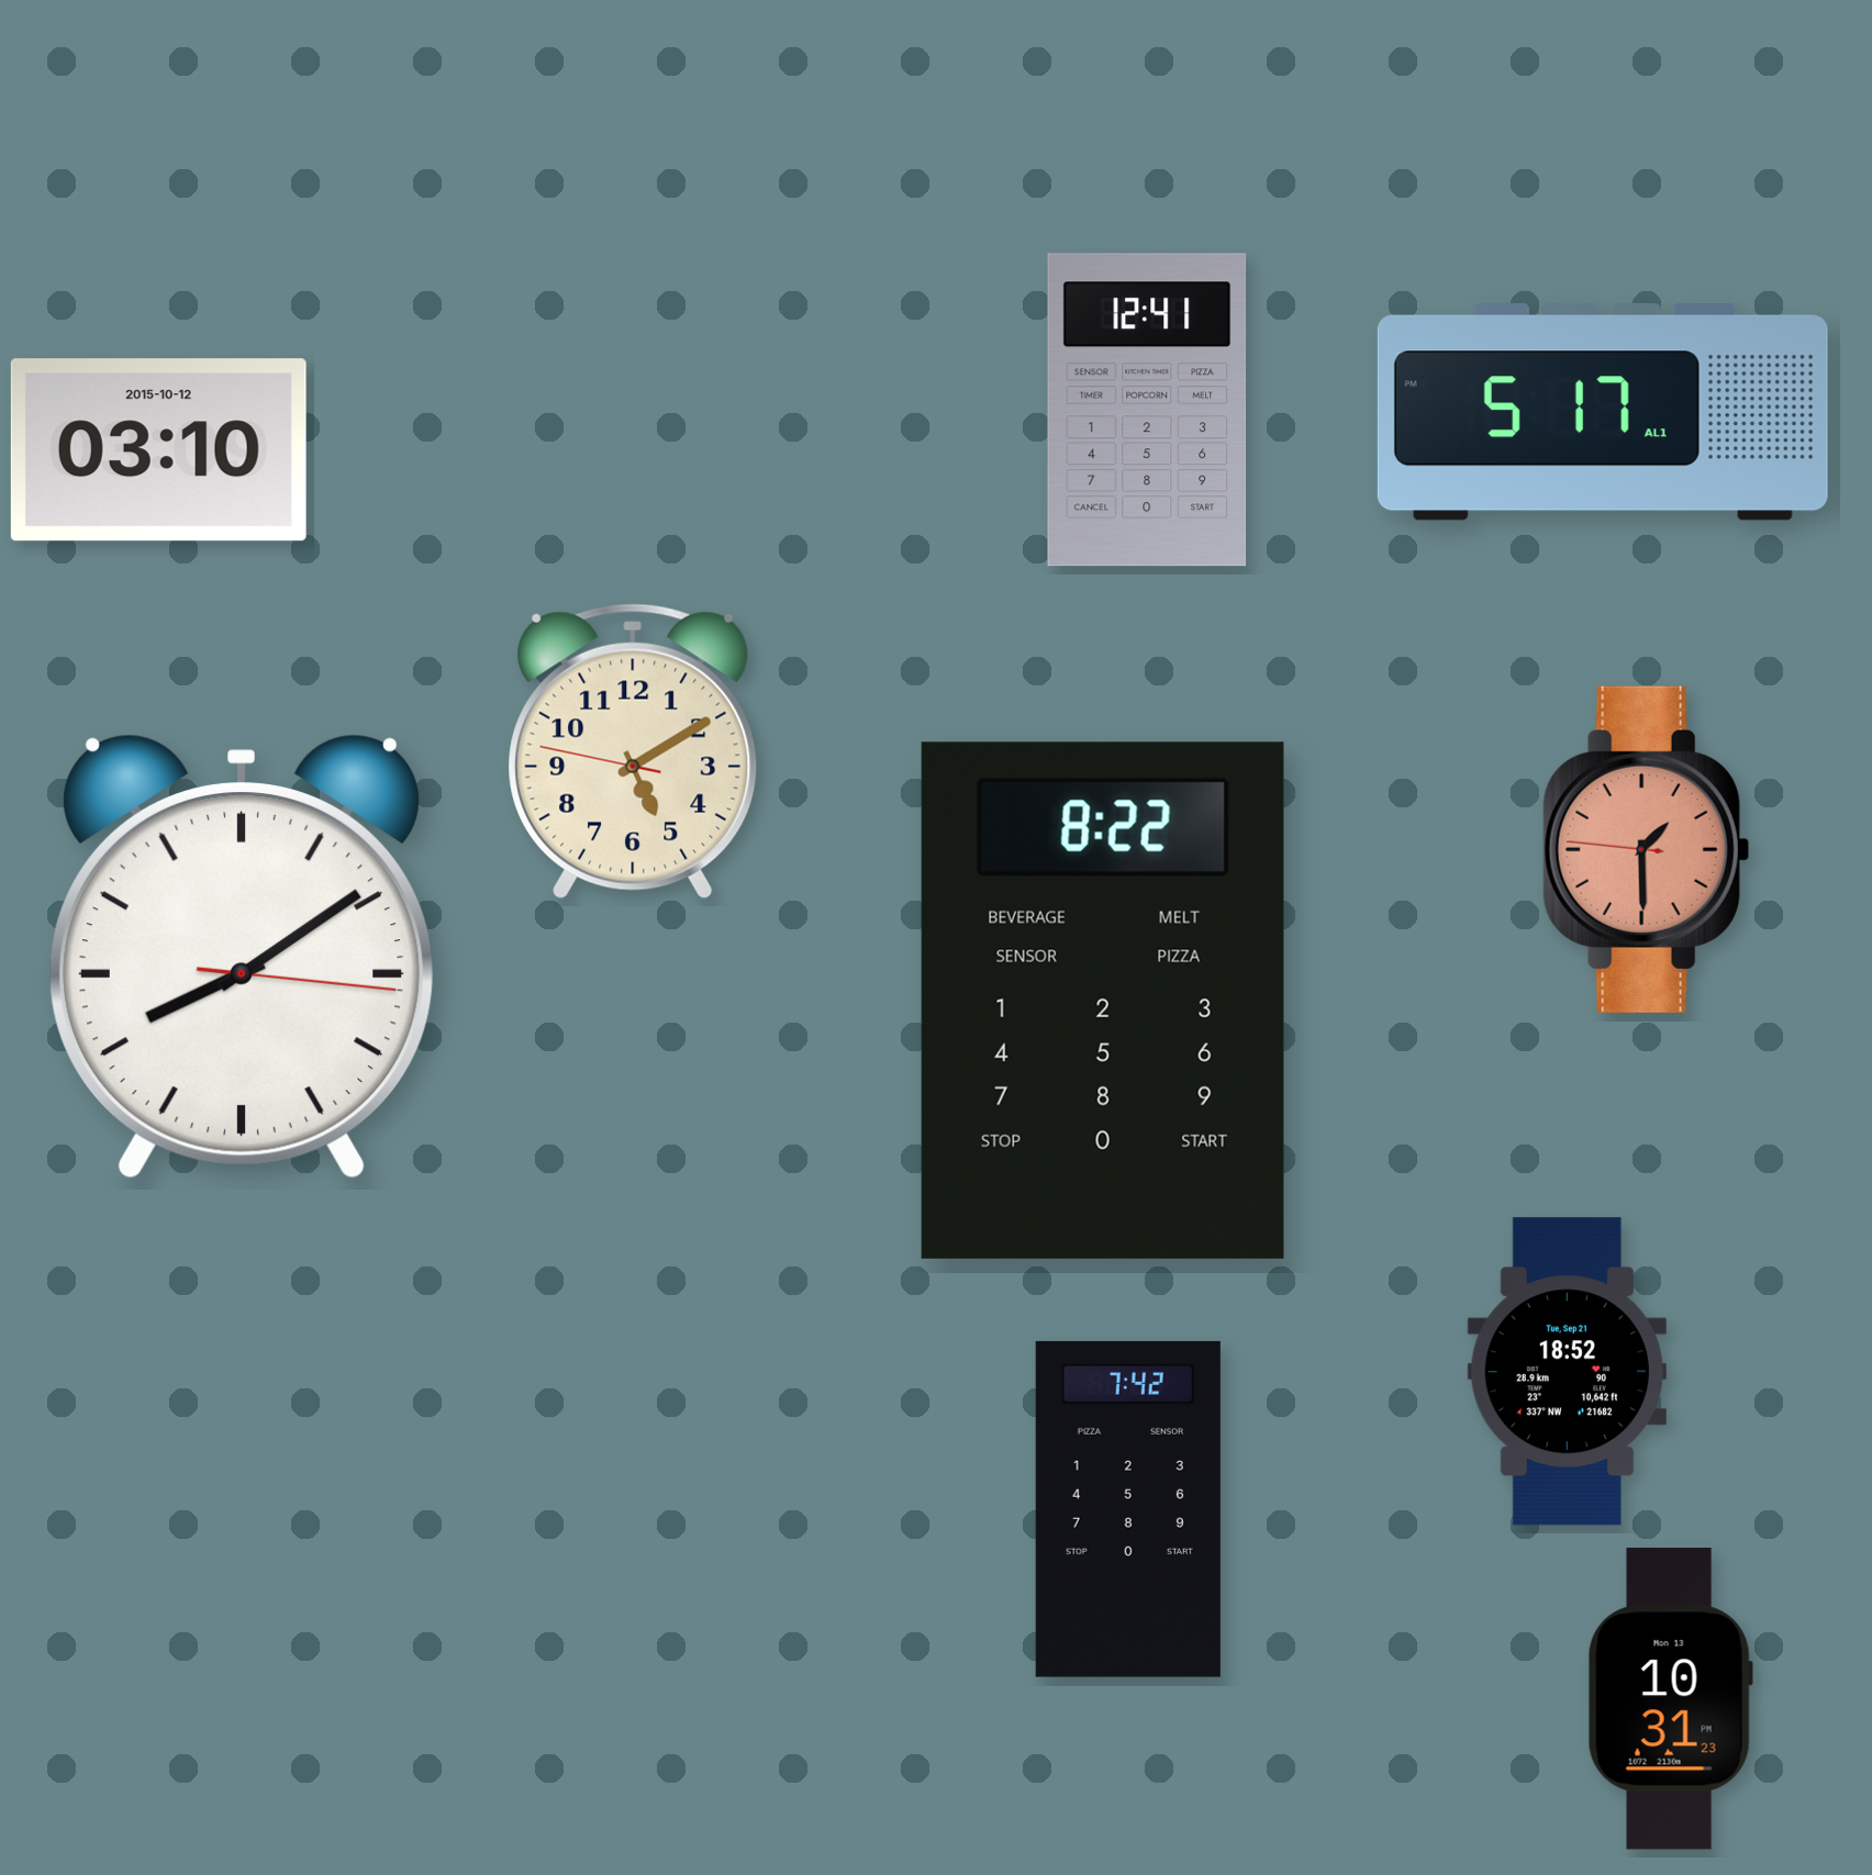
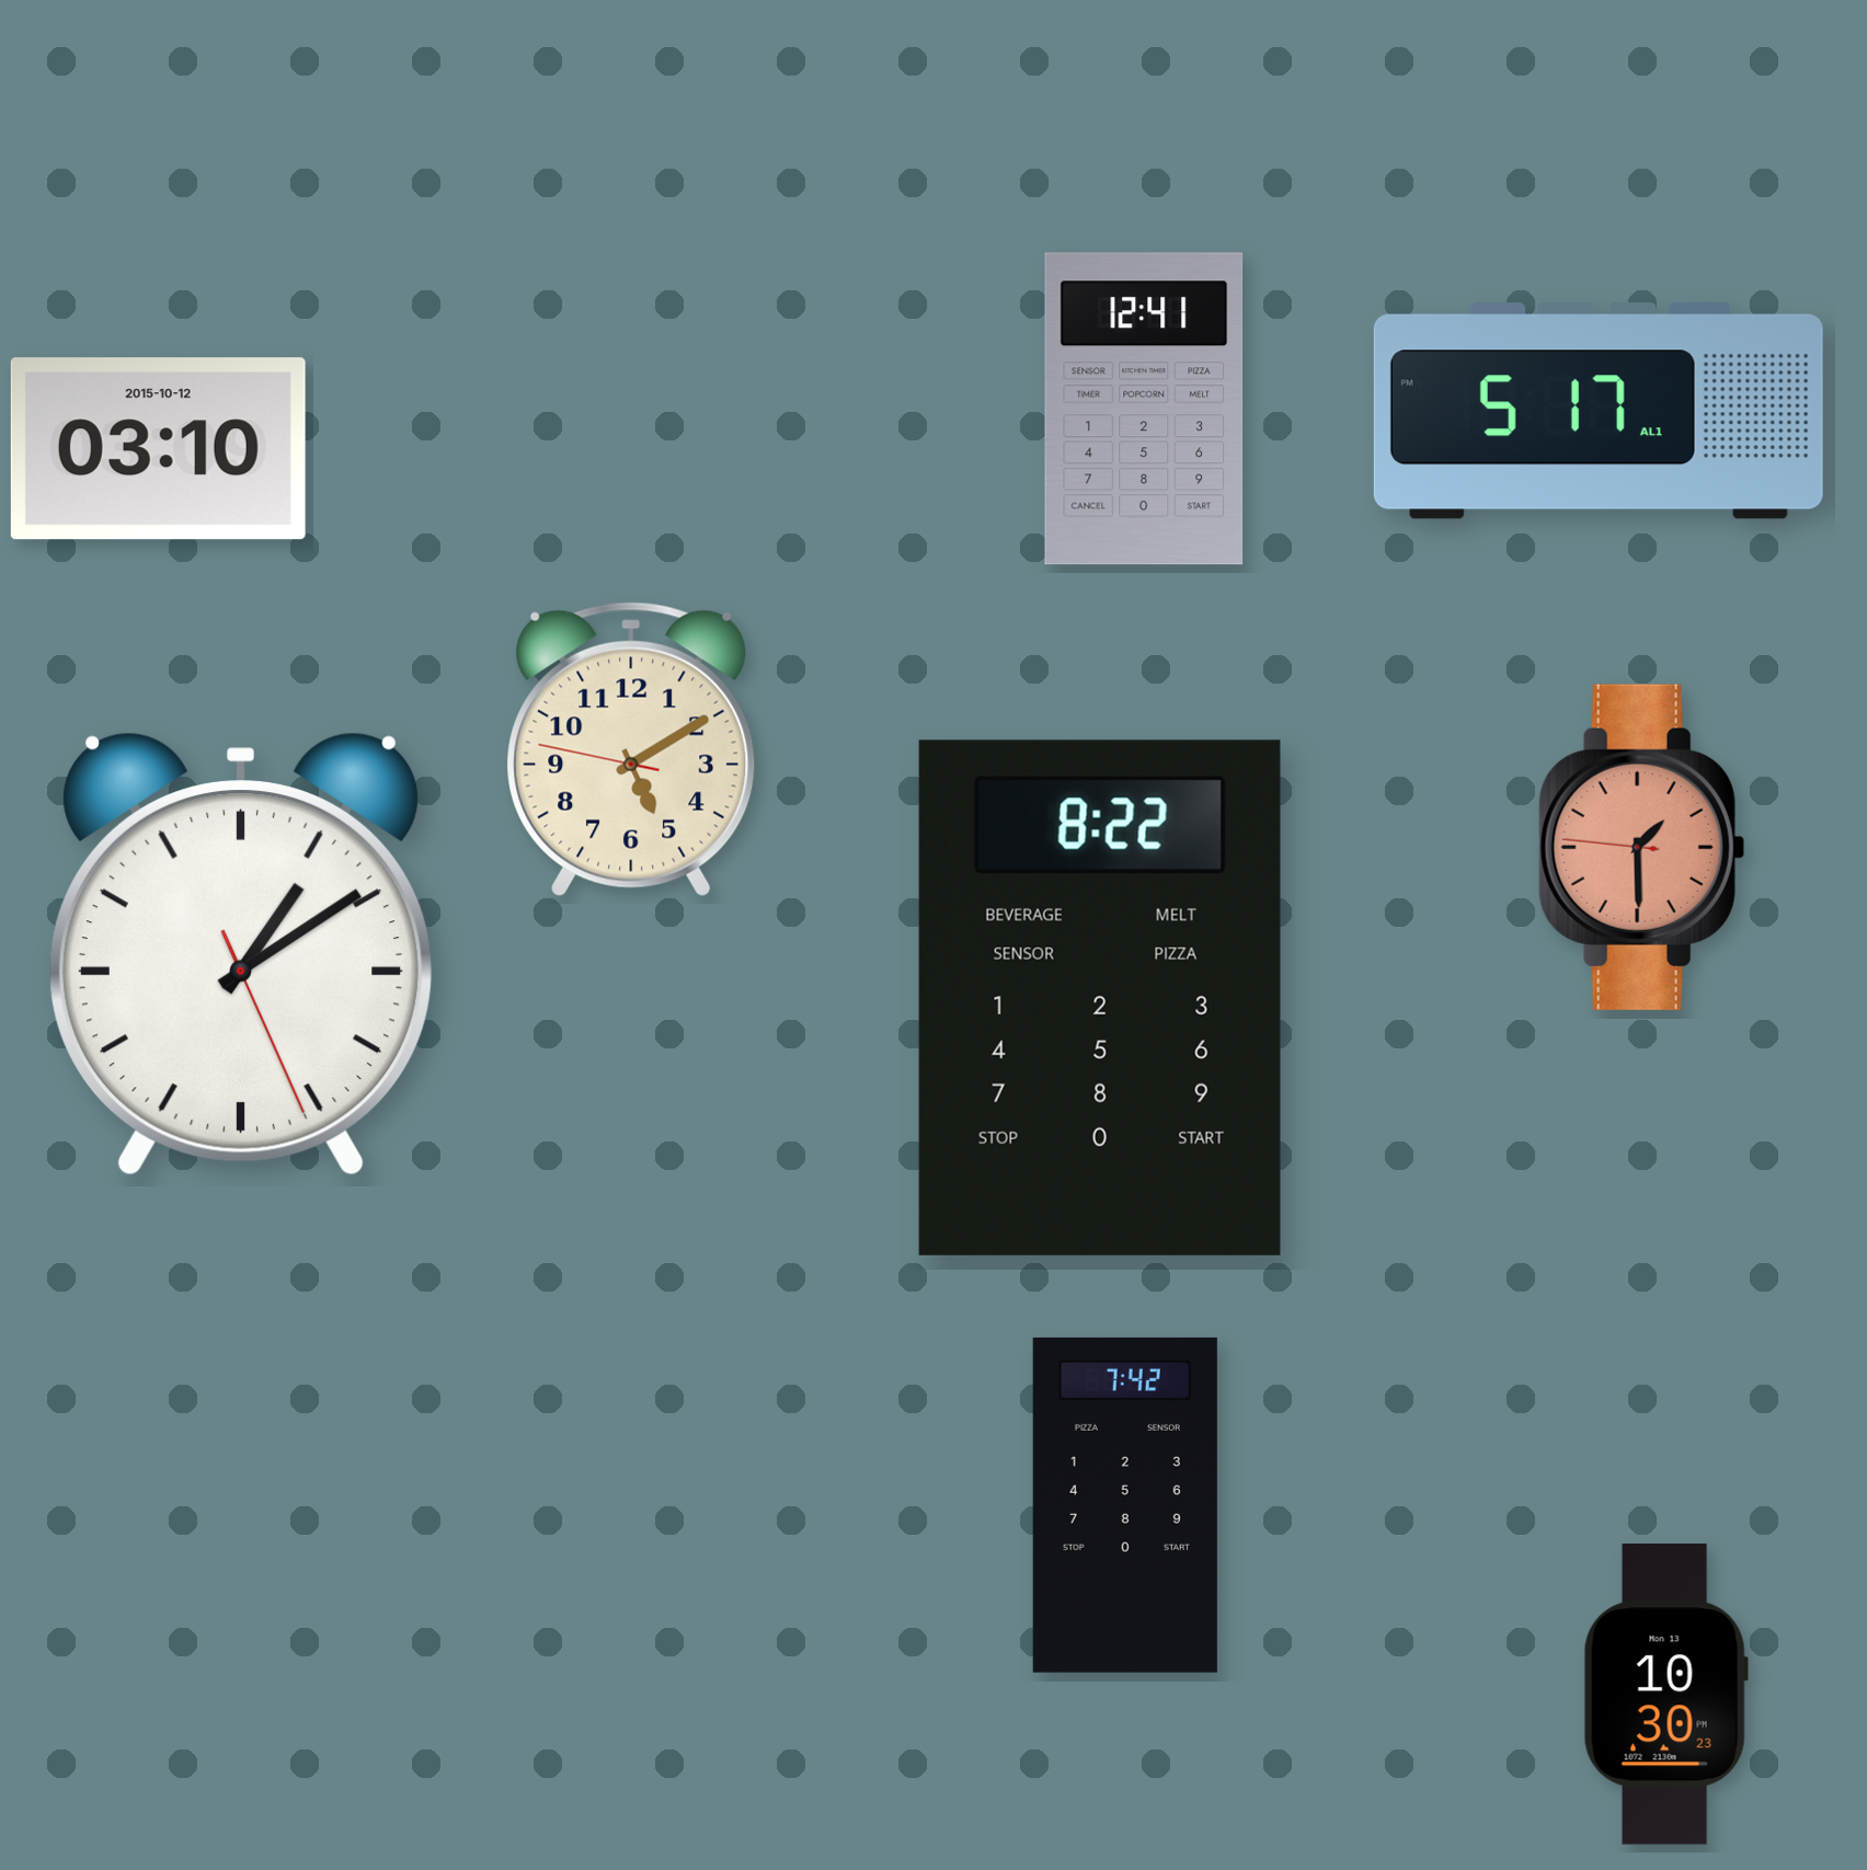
clock at (242, 957): 8:09 -> 1:09
clock at (1567, 1372): 18:52 -> none
clock at (1670, 1699): 10:31 -> 10:30
